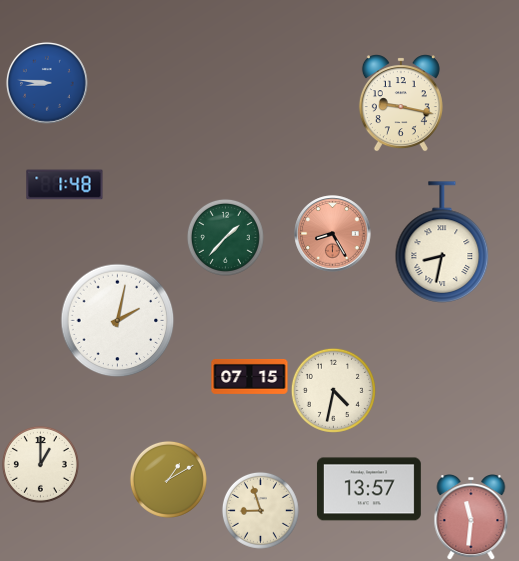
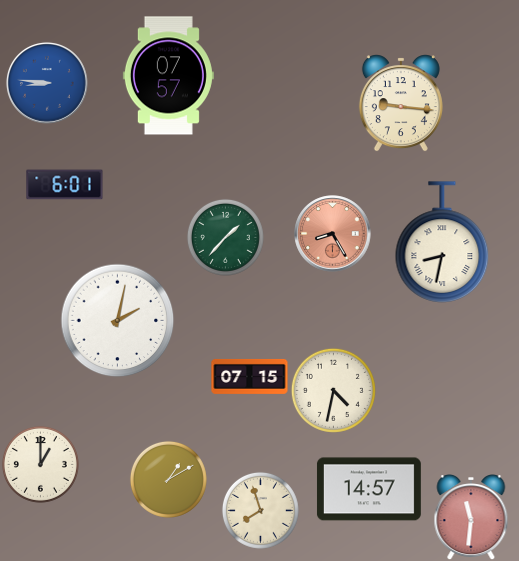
clock at (168, 76): none -> 07:57
clock at (401, 103): 9:17 -> 9:16
clock at (65, 185): 1:48 -> 6:01
clock at (369, 489): 13:57 -> 14:57
clock at (260, 510): 8:57 -> 7:57
